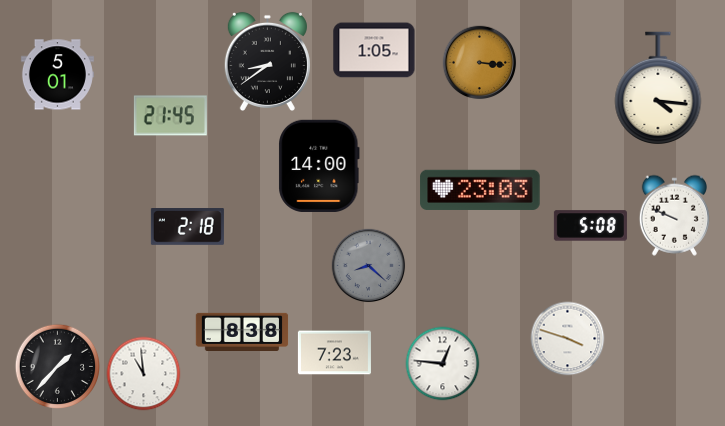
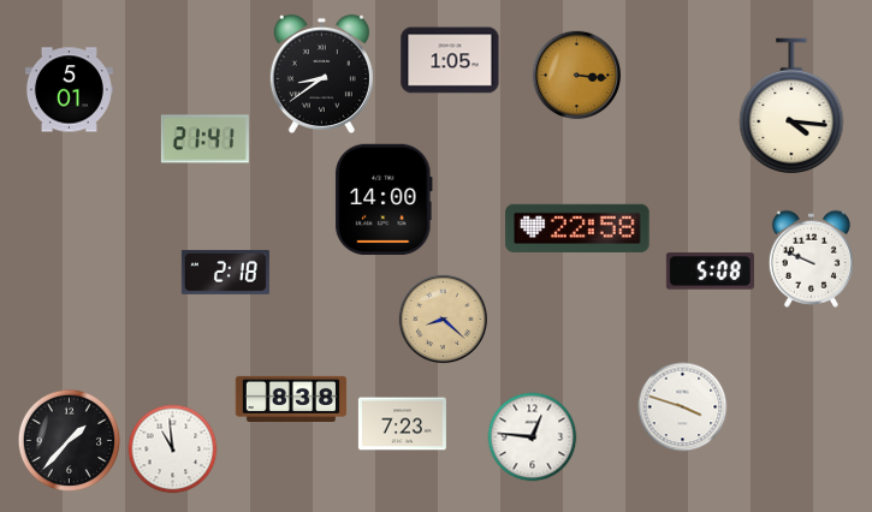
clock at (170, 116): 21:45 -> 21:41
clock at (480, 190): 23:03 -> 22:58
clock at (369, 266) dial: grey -> champagne
